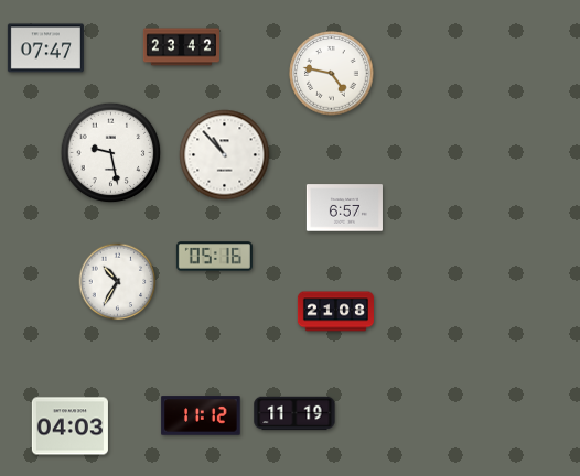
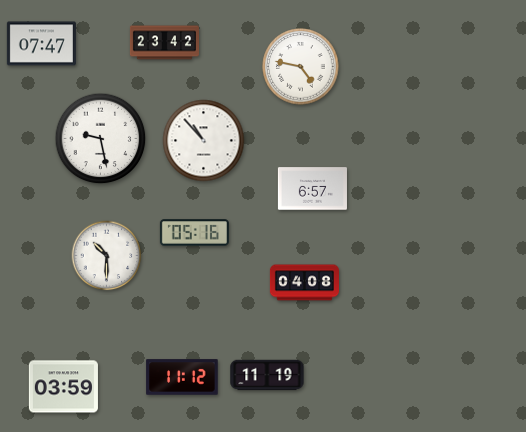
clock at (118, 282): 10:35 -> 10:30
clock at (335, 312): 21:08 -> 04:08
clock at (69, 426): 04:03 -> 03:59
